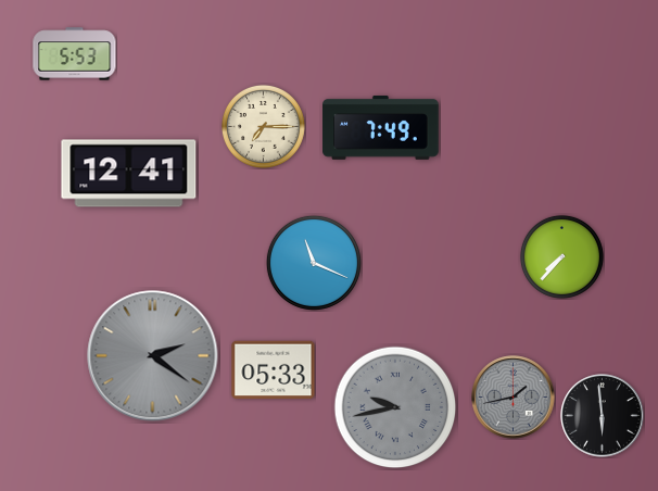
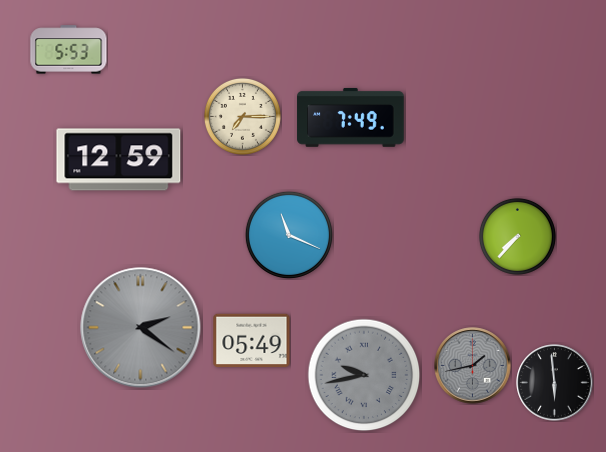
clock at (129, 174): 12:41 -> 12:59
clock at (314, 263) position: (314, 263) -> (289, 235)
clock at (274, 370): 05:33 -> 05:49
